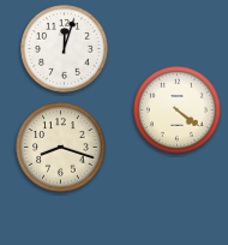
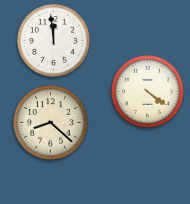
clock at (65, 49): 12:03 -> 11:59
clock at (61, 148): 8:18 -> 8:22
